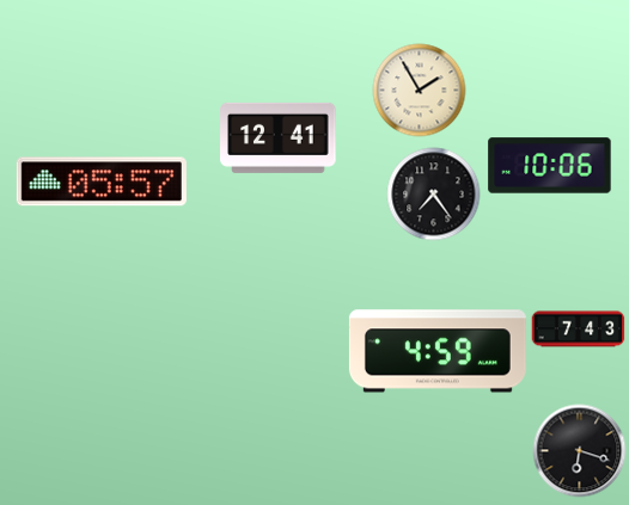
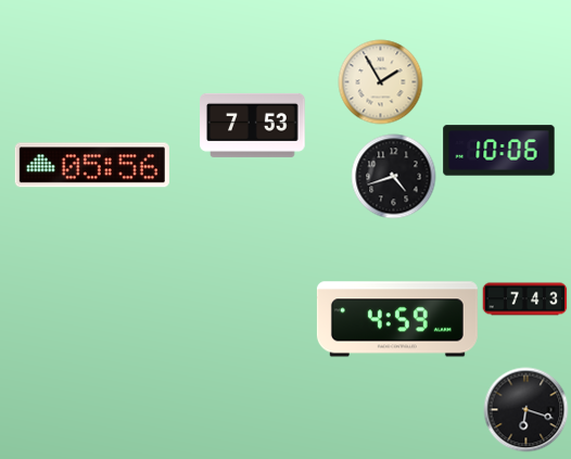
clock at (279, 137): 12:41 -> 7:53
clock at (102, 181): 05:57 -> 05:56
clock at (433, 193): 7:24 -> 4:42
